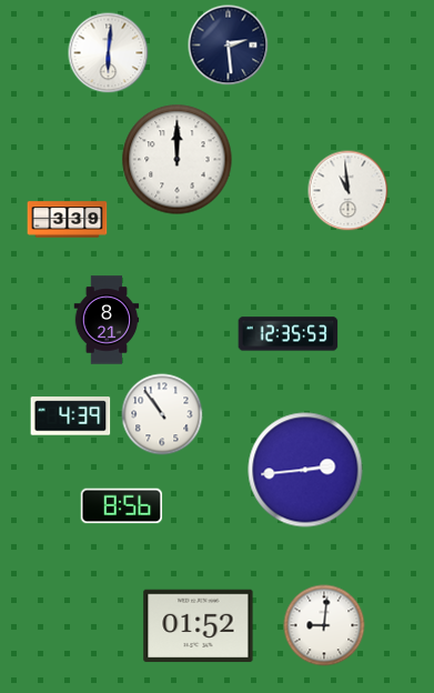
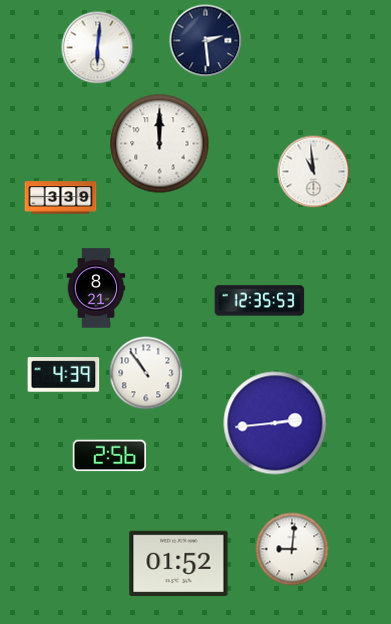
clock at (122, 506): 8:56 -> 2:56
clock at (324, 625) position: (324, 625) -> (292, 549)
